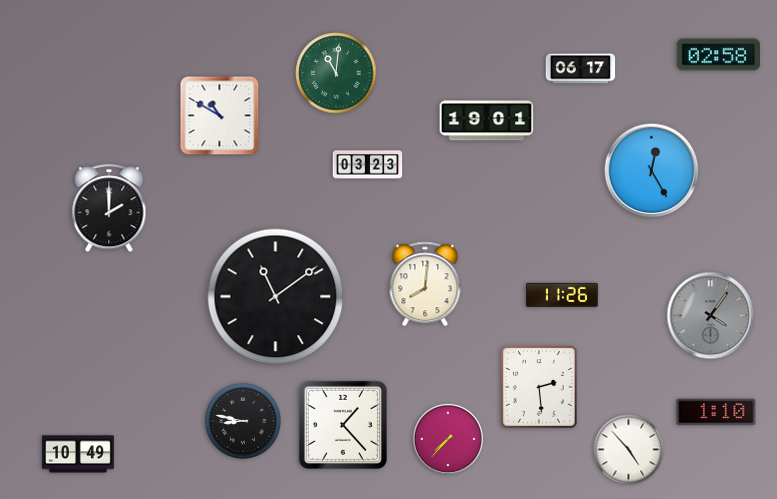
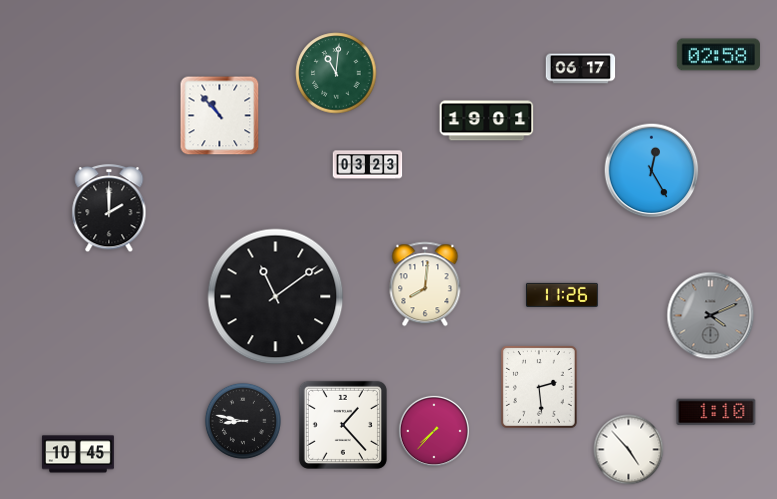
clock at (220, 116): 10:50 -> 10:53
clock at (711, 316): 4:06 -> 4:11
clock at (448, 439) position: (448, 439) -> (434, 431)
clock at (78, 454): 10:49 -> 10:45
